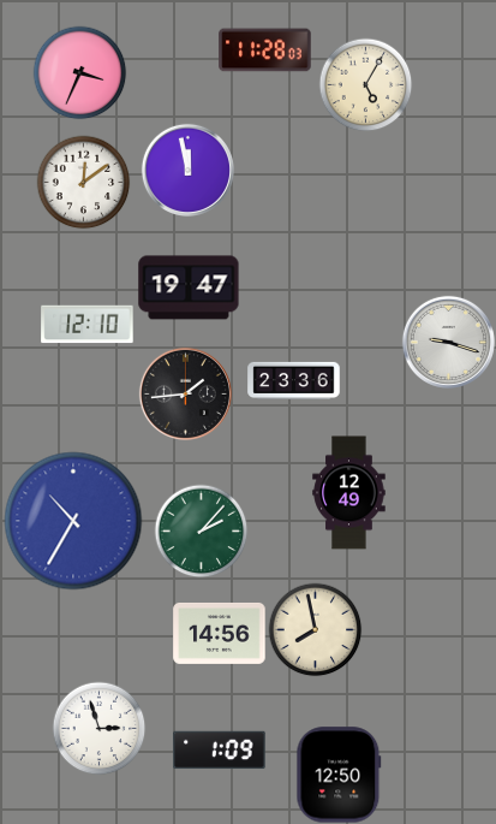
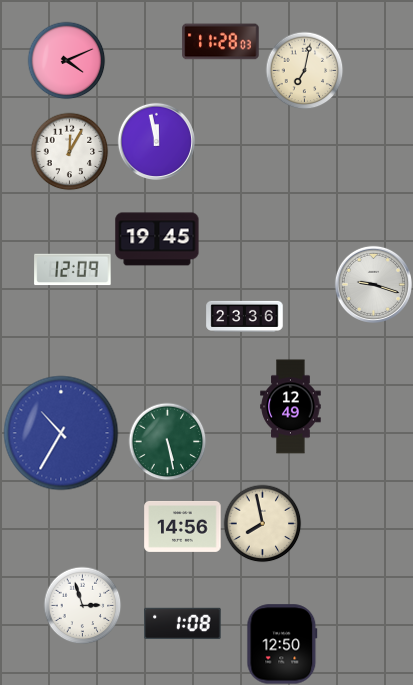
clock at (79, 72): 3:34 -> 4:11
clock at (365, 84): 5:05 -> 7:02
clock at (83, 182): 12:09 -> 12:05
clock at (189, 287): 19:47 -> 19:45
clock at (88, 325): 12:10 -> 12:09
clock at (185, 393): 1:44 -> none
clock at (349, 493) position: (349, 493) -> (291, 407)
clock at (201, 530): 2:07 -> 5:28
clock at (220, 751): 1:09 -> 1:08
